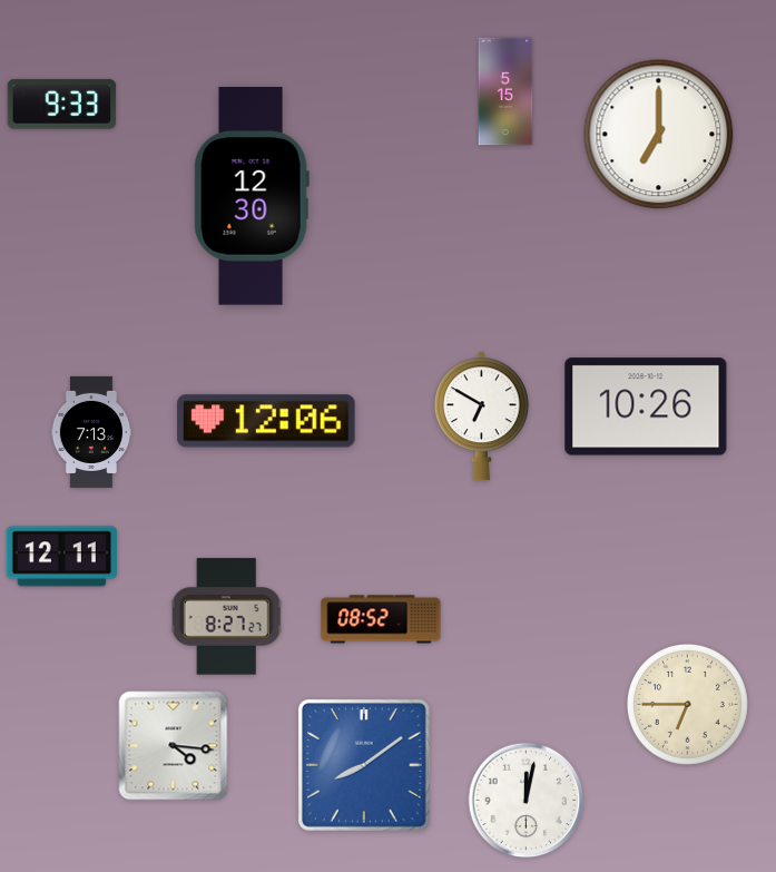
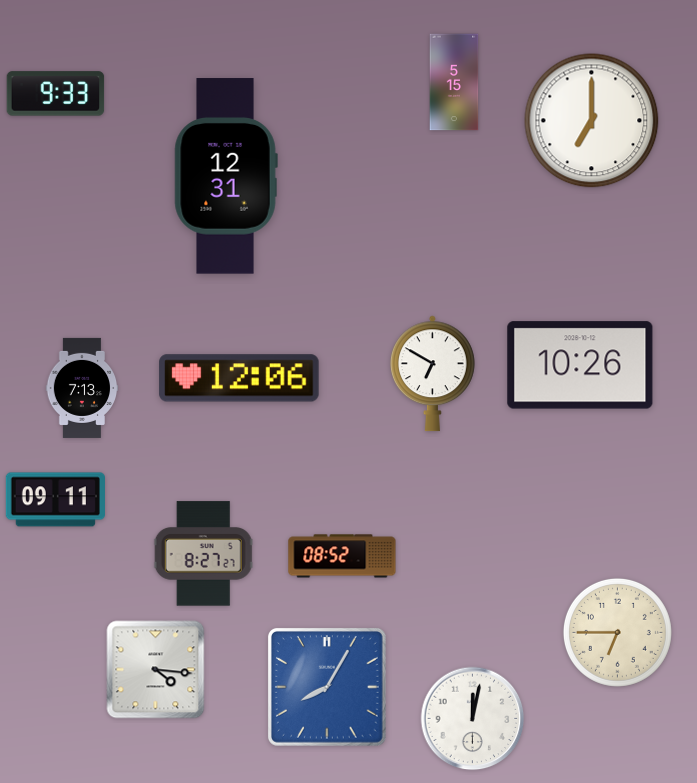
clock at (252, 196): 12:30 -> 12:31
clock at (61, 557): 12:11 -> 09:11
clock at (364, 765): 8:09 -> 8:05
